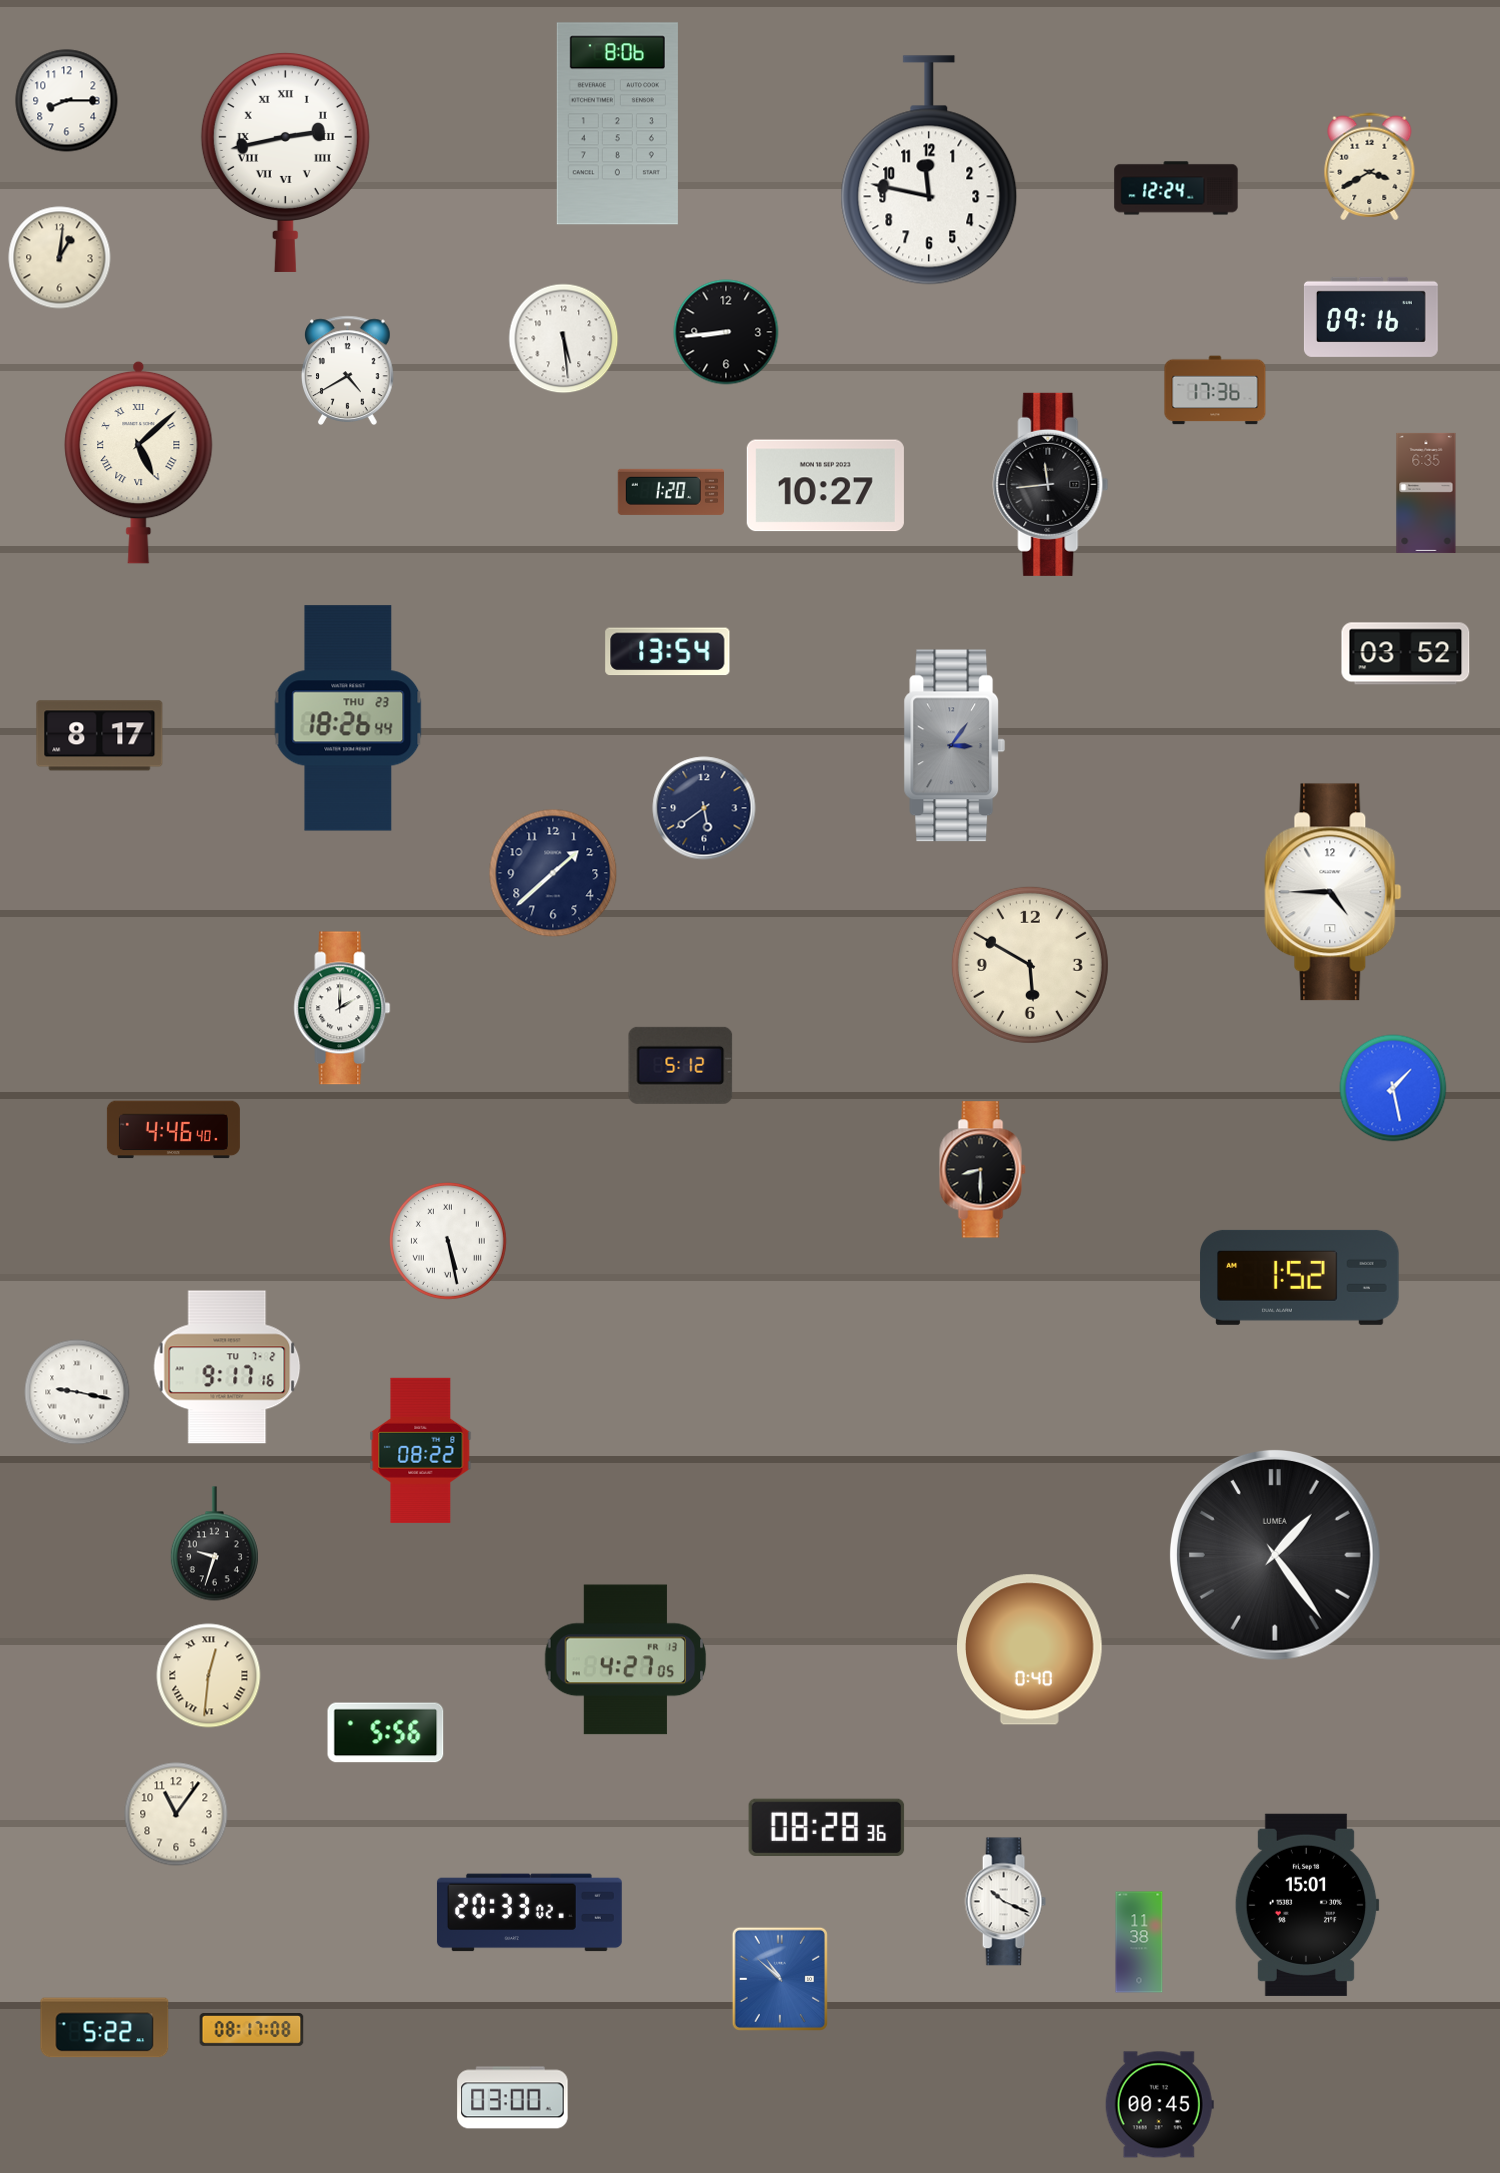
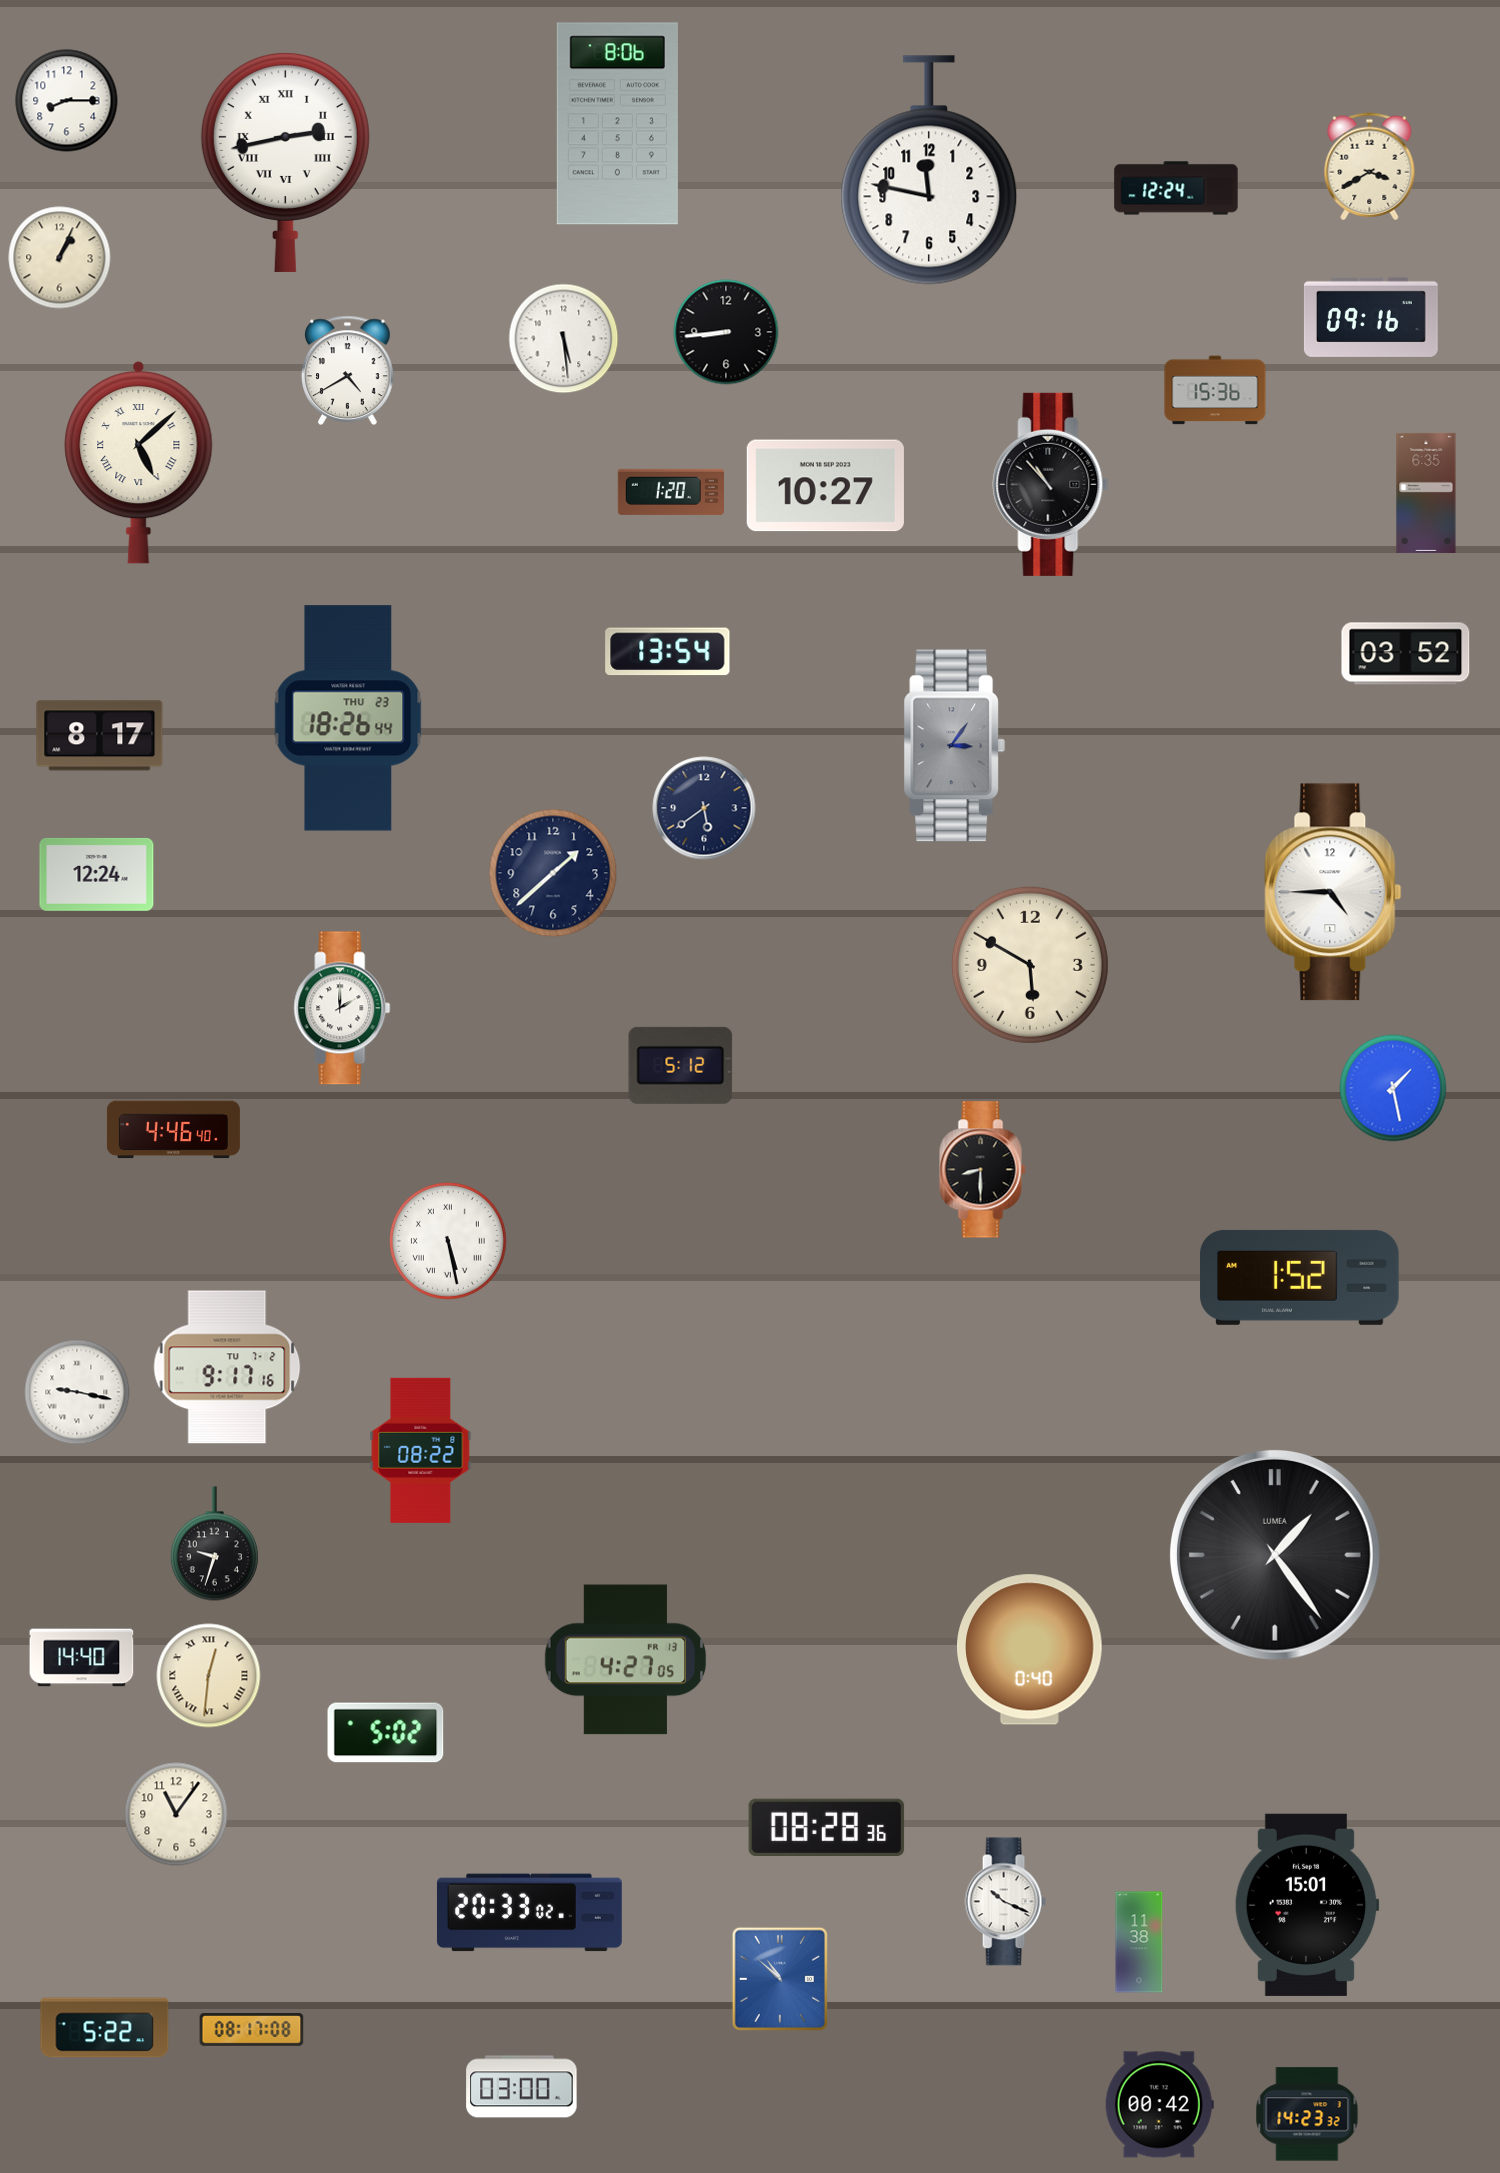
clock at (60, 258): 1:01 -> 1:04
clock at (1215, 390): 17:36 -> 15:36
clock at (1051, 484): 11:44 -> 10:53
clock at (97, 874): none -> 12:24
clock at (82, 1658): none -> 14:40
clock at (386, 1733): 5:56 -> 5:02
clock at (513, 2098) position: (513, 2098) -> (522, 2087)
clock at (1159, 2105): 00:45 -> 00:42
clock at (1307, 2114): none -> 14:23
